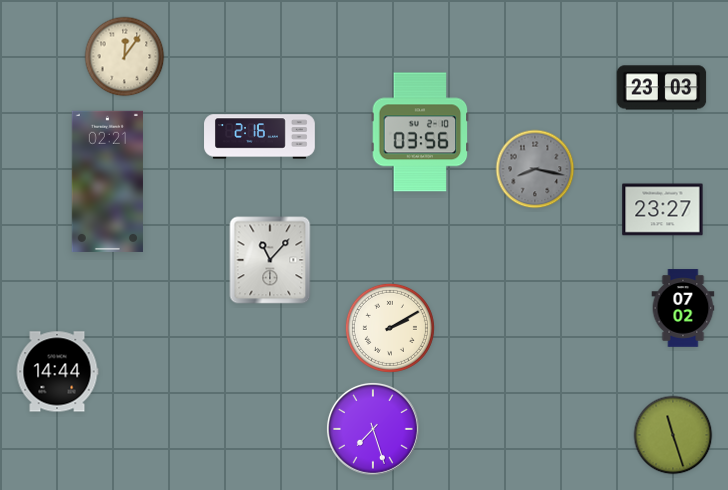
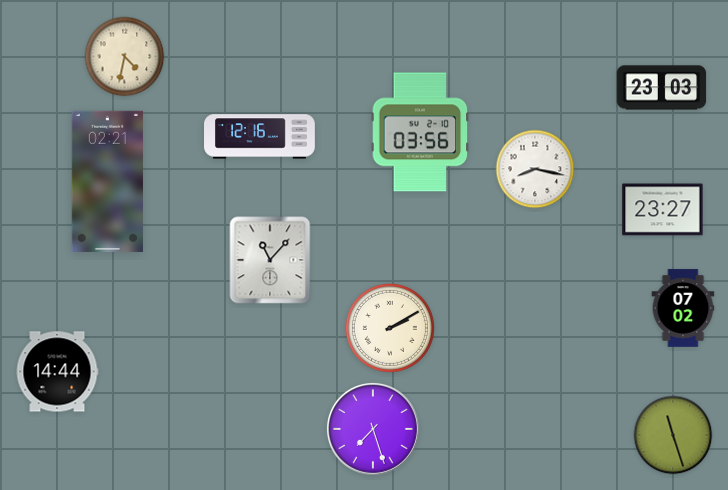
clock at (125, 57): 12:06 -> 4:32
clock at (260, 137): 2:16 -> 12:16
clock at (535, 169) dial: grey -> white
